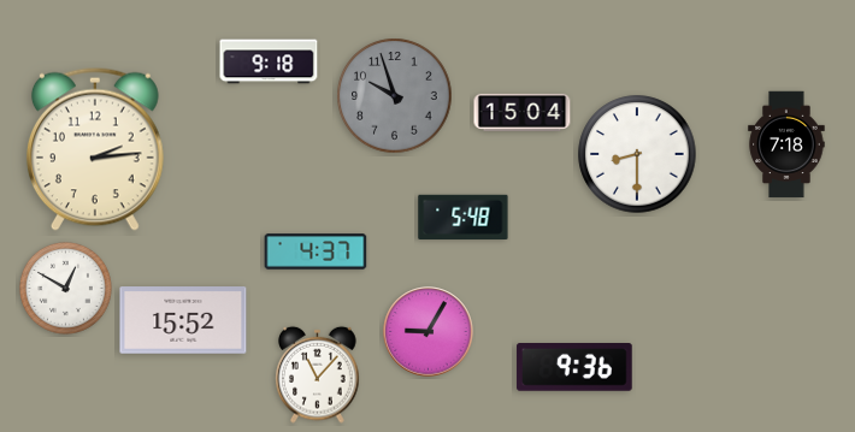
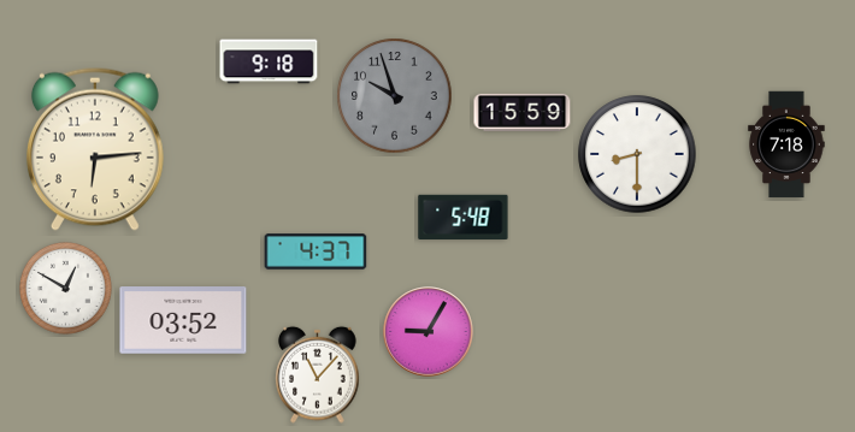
clock at (523, 112): 15:04 -> 15:59
clock at (95, 149): 2:14 -> 6:14
clock at (183, 320): 15:52 -> 03:52
clock at (574, 368): 9:36 -> none
